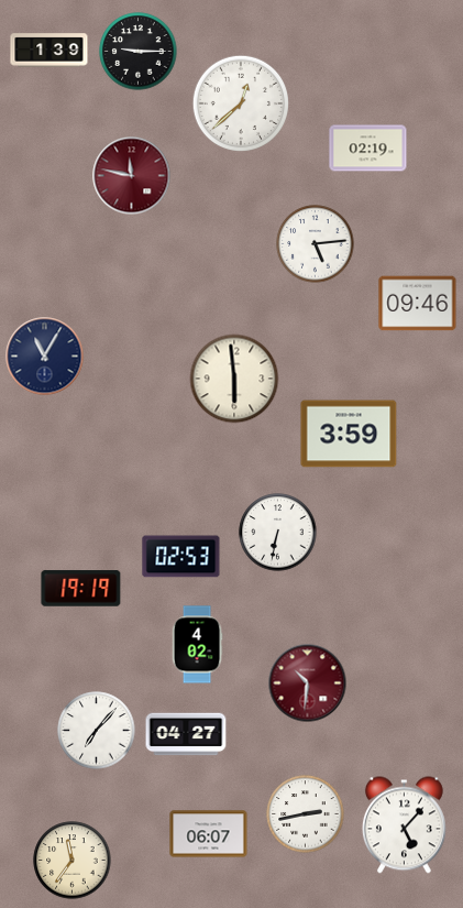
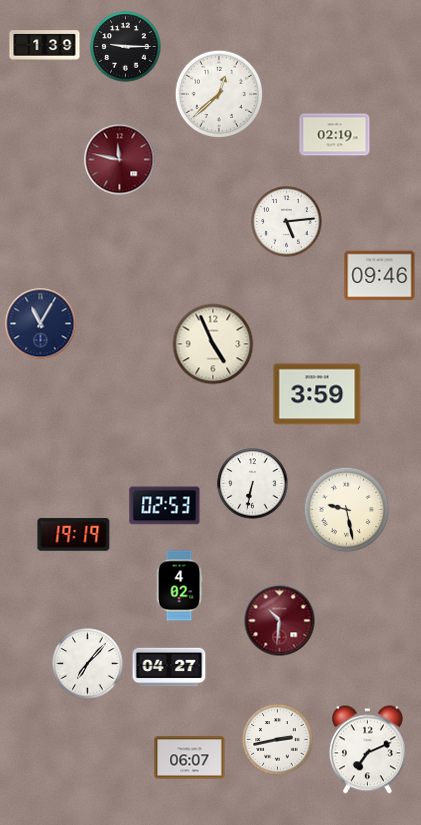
clock at (234, 379): 5:59 -> 4:56
clock at (347, 510): none -> 9:28
clock at (404, 825): 5:07 -> 7:11
clock at (73, 861): 11:36 -> none
